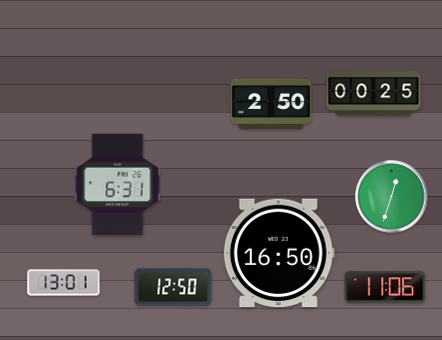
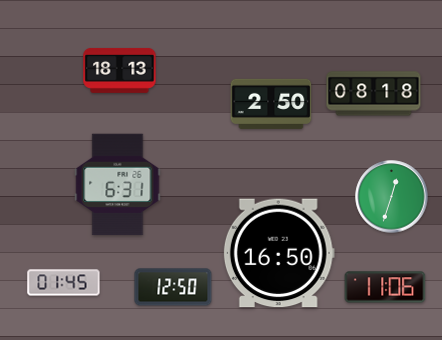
clock at (120, 70): none -> 18:13
clock at (374, 94): 00:25 -> 08:18
clock at (64, 283): 13:01 -> 01:45
